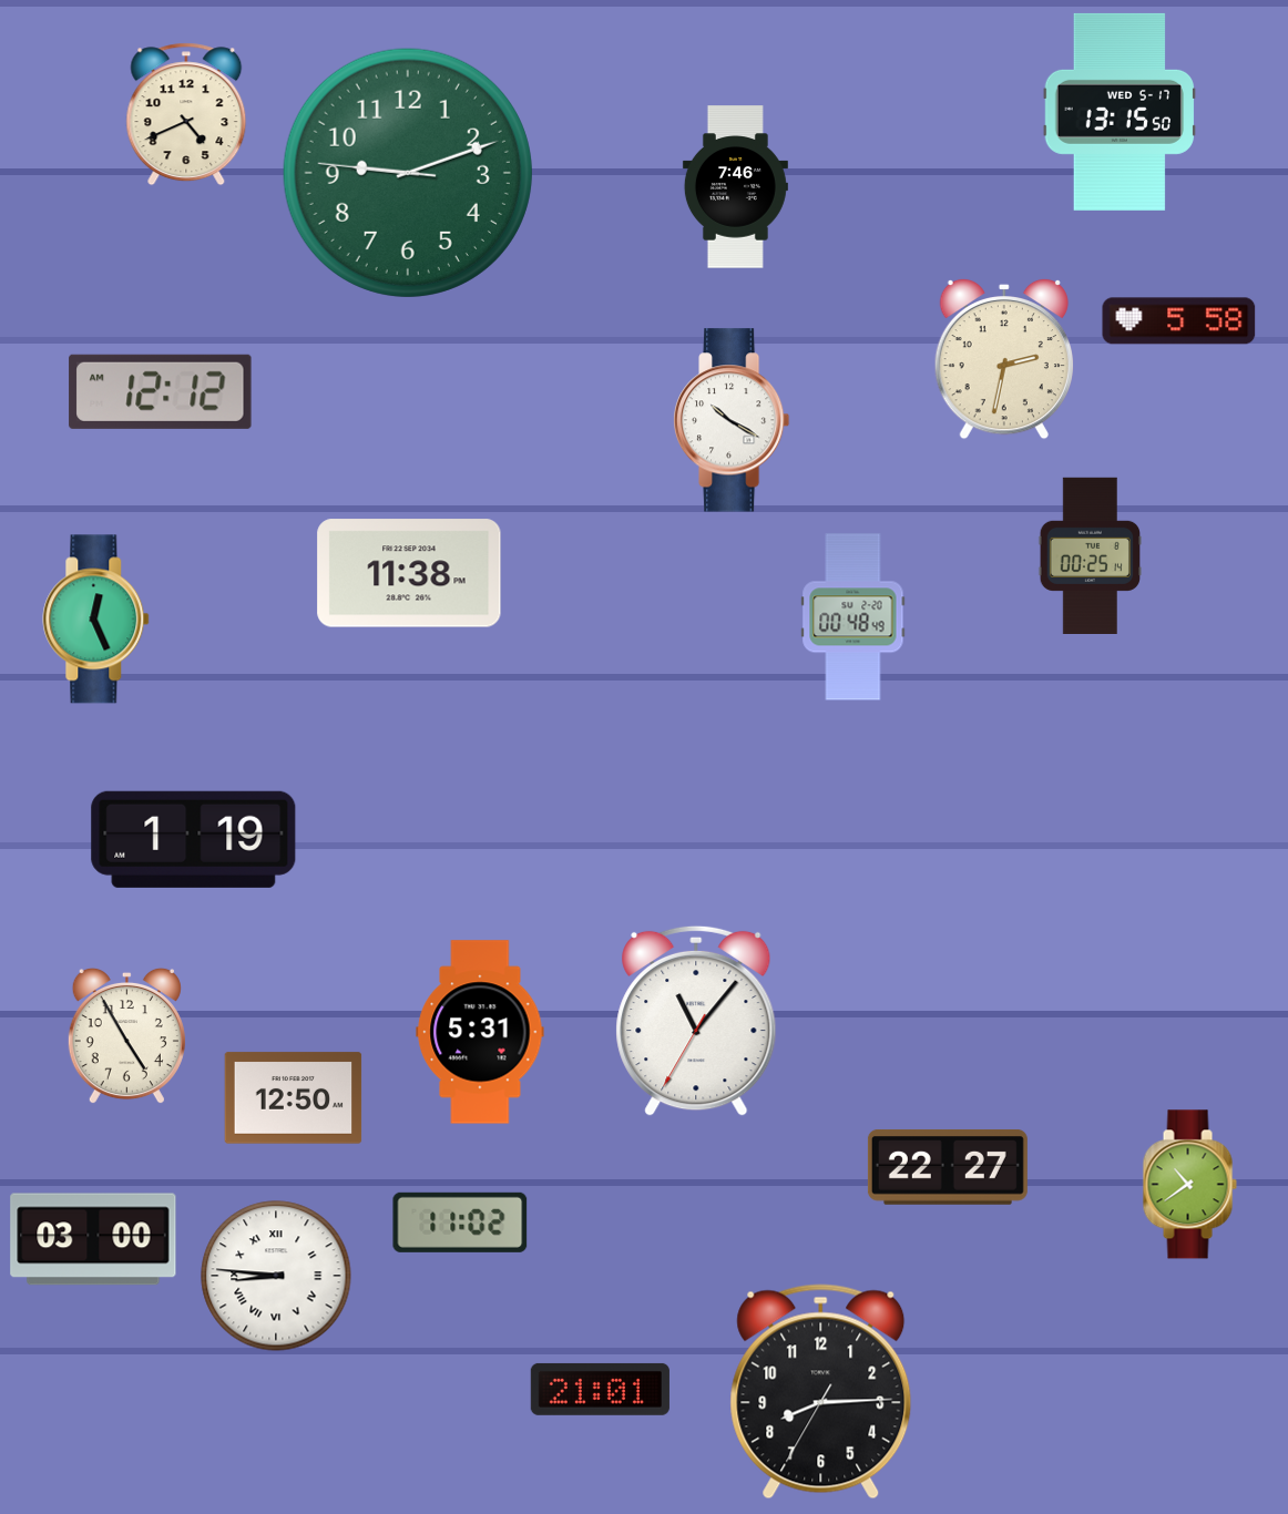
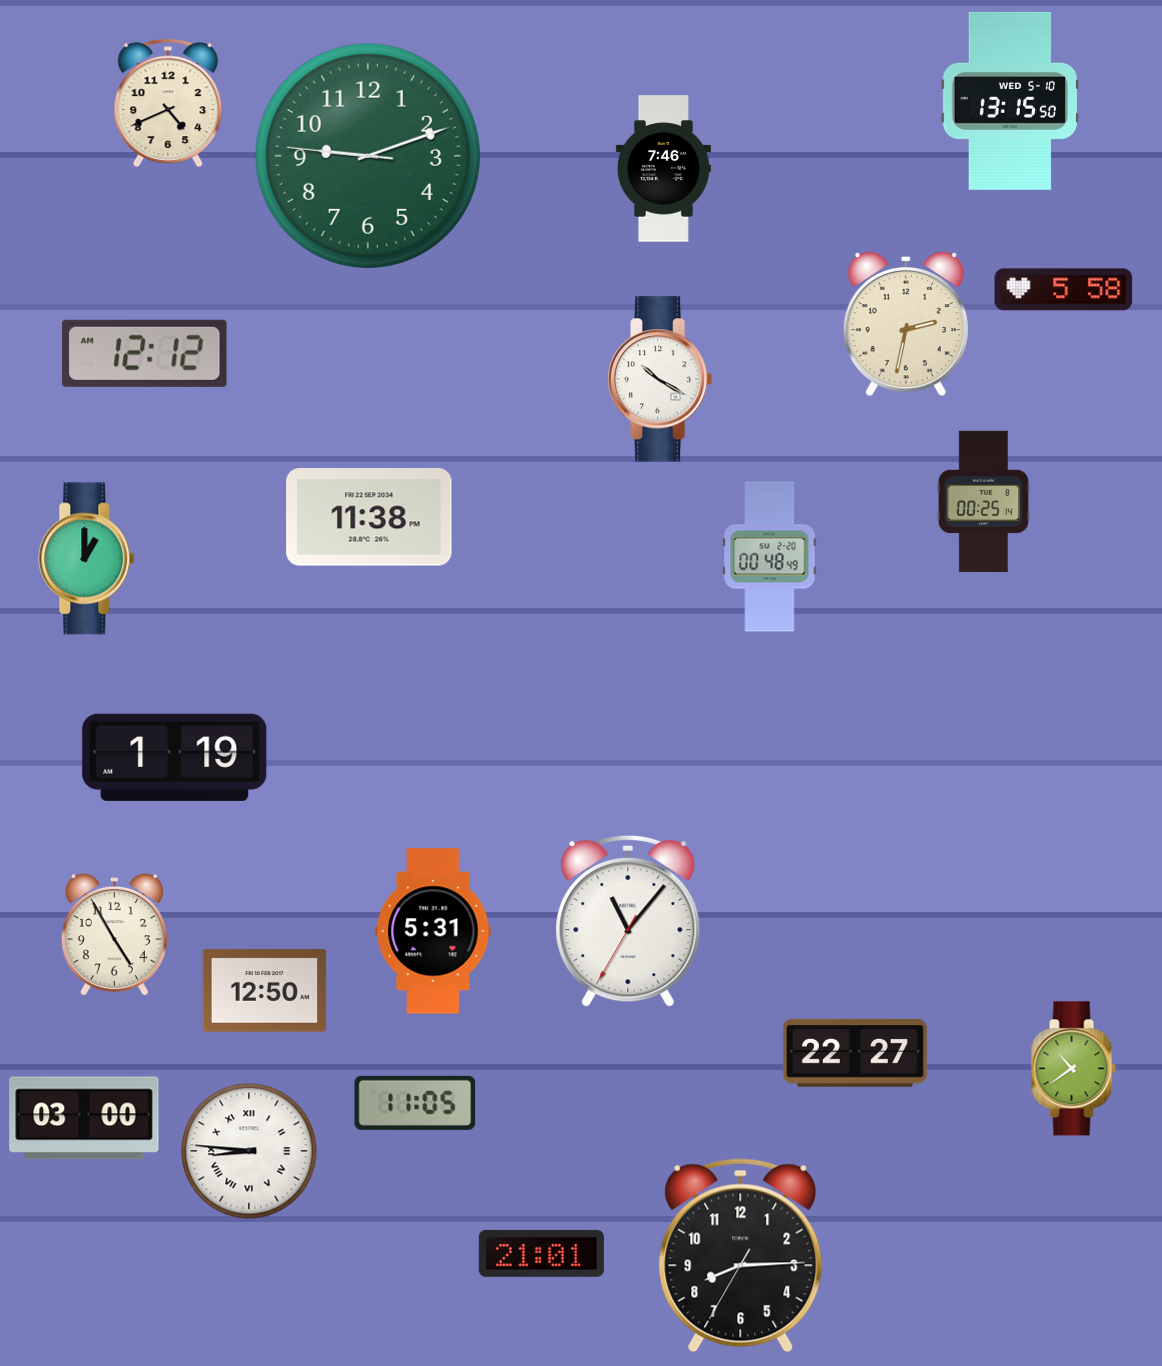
clock at (1118, 112) date: WED 5-17 -> WED 5-10
clock at (96, 620): 12:26 -> 1:00
clock at (460, 1223): 11:02 -> 11:05
